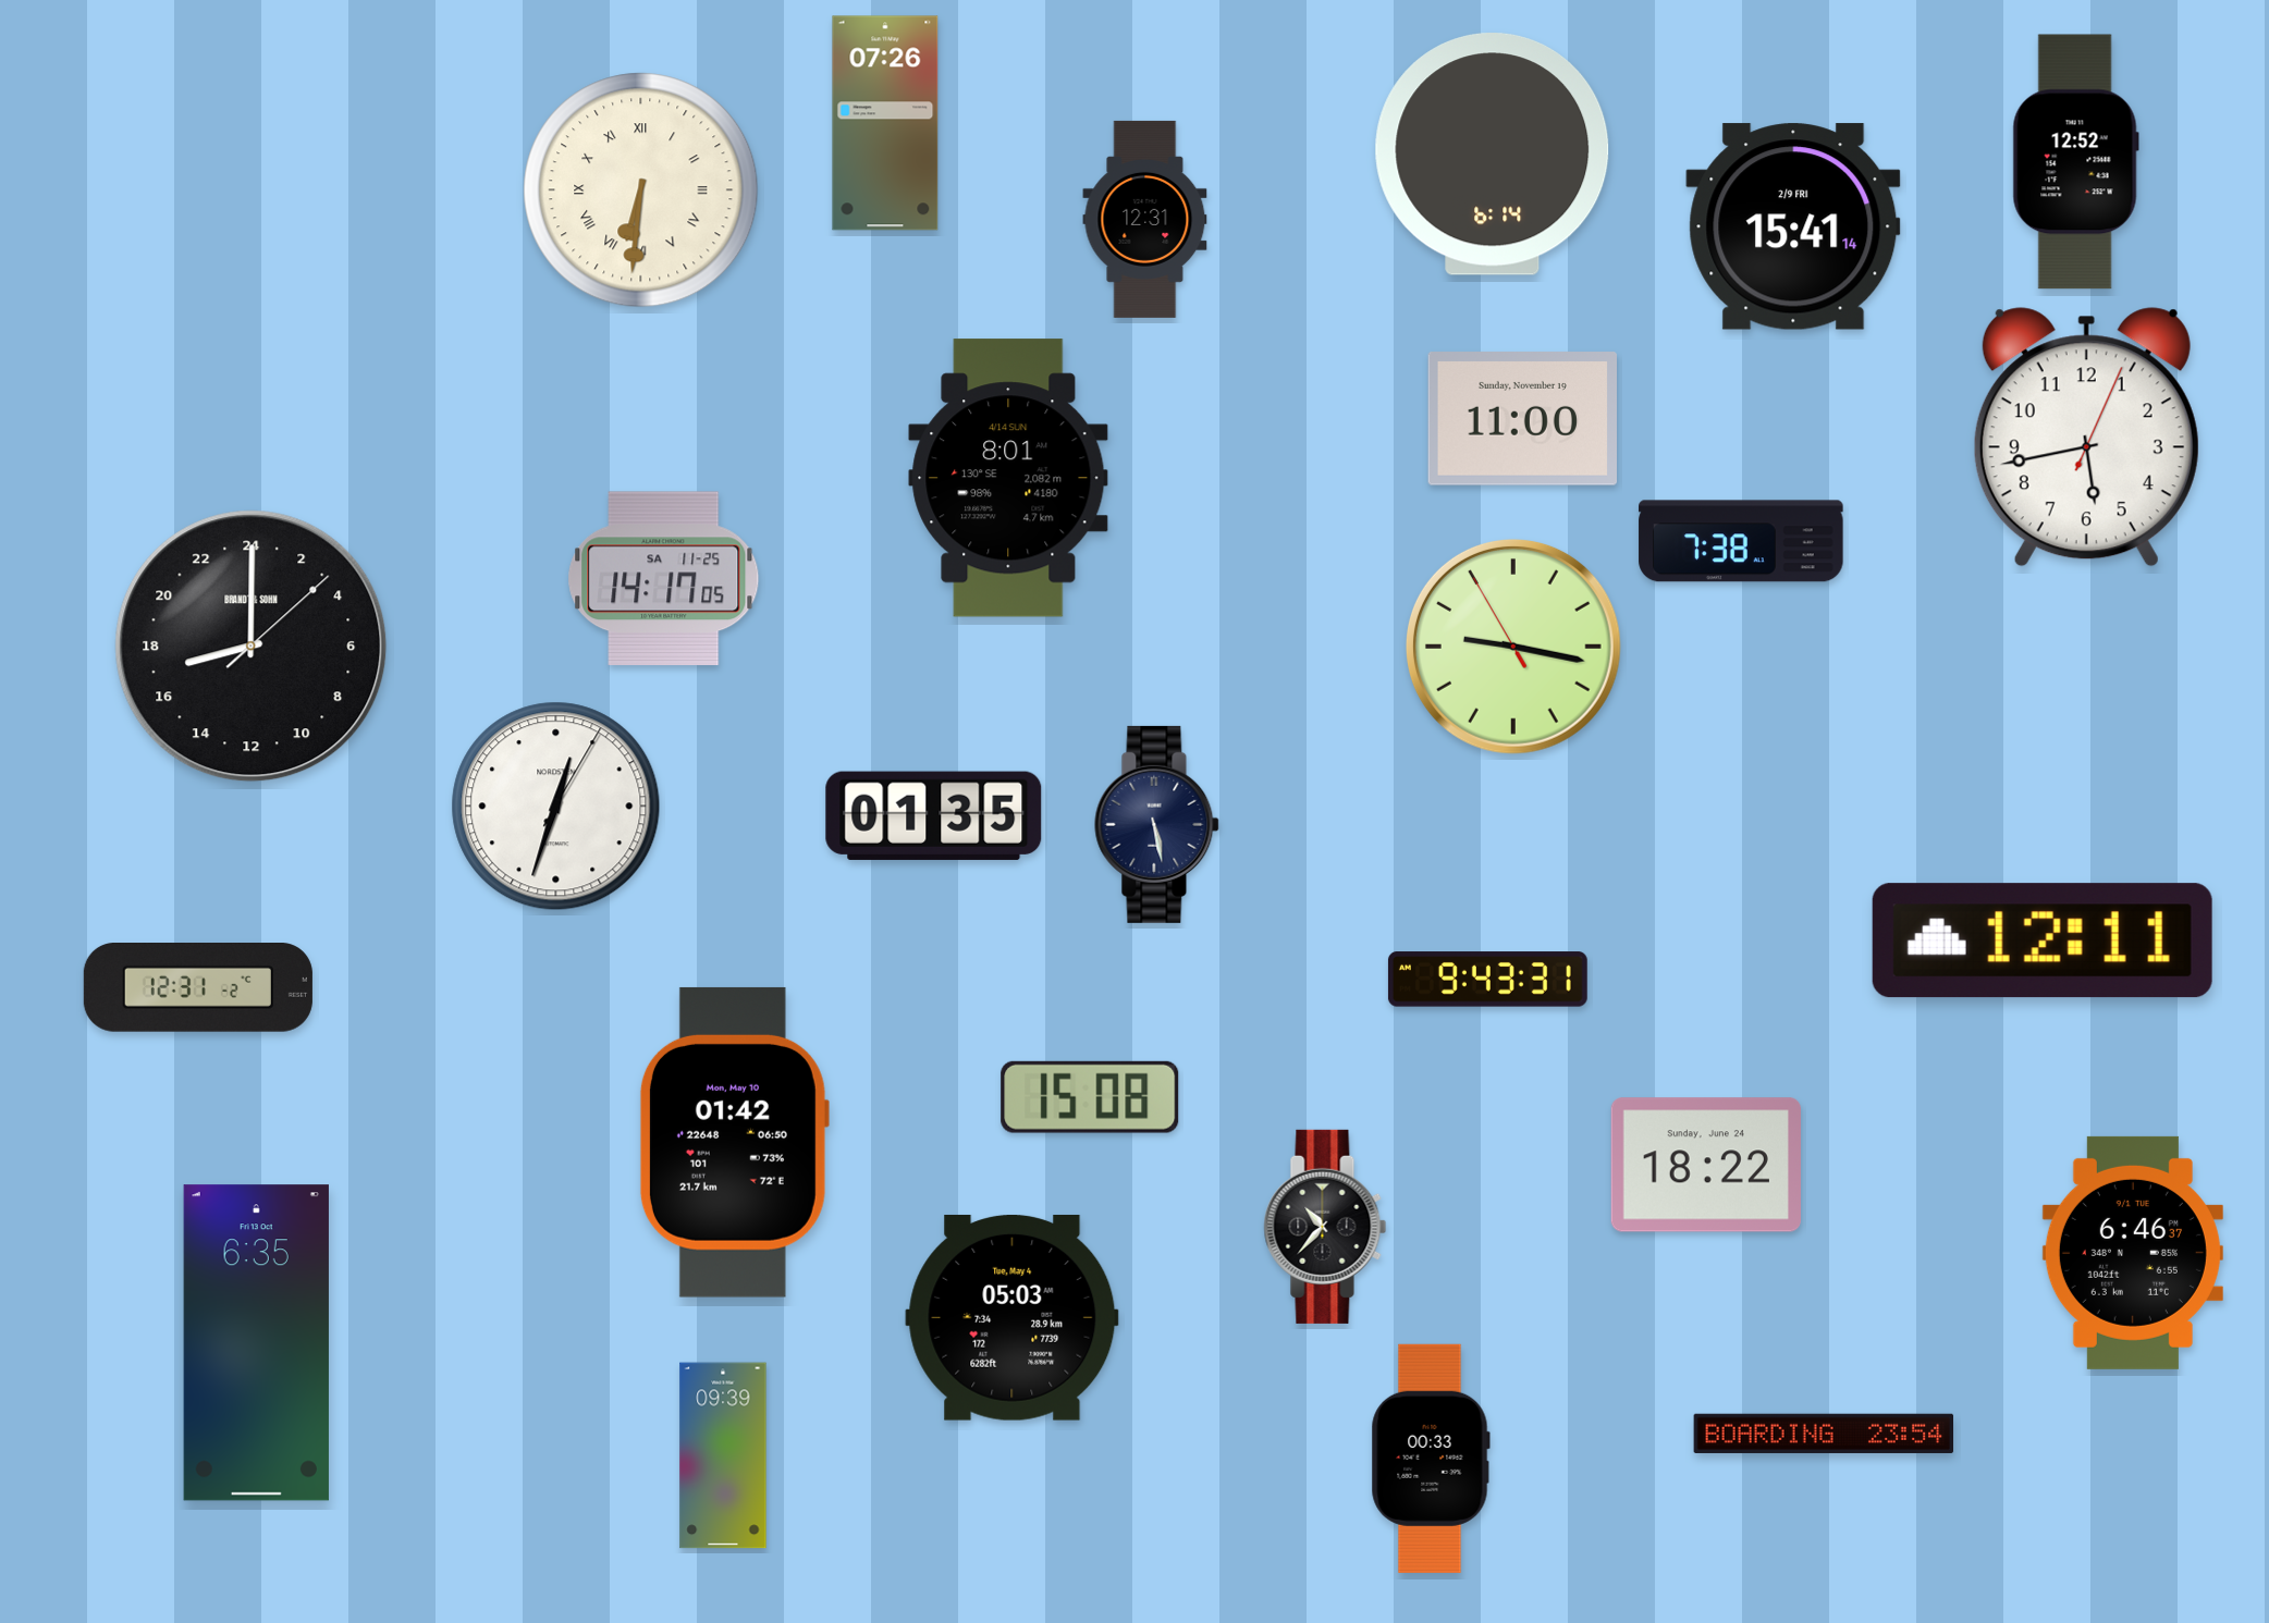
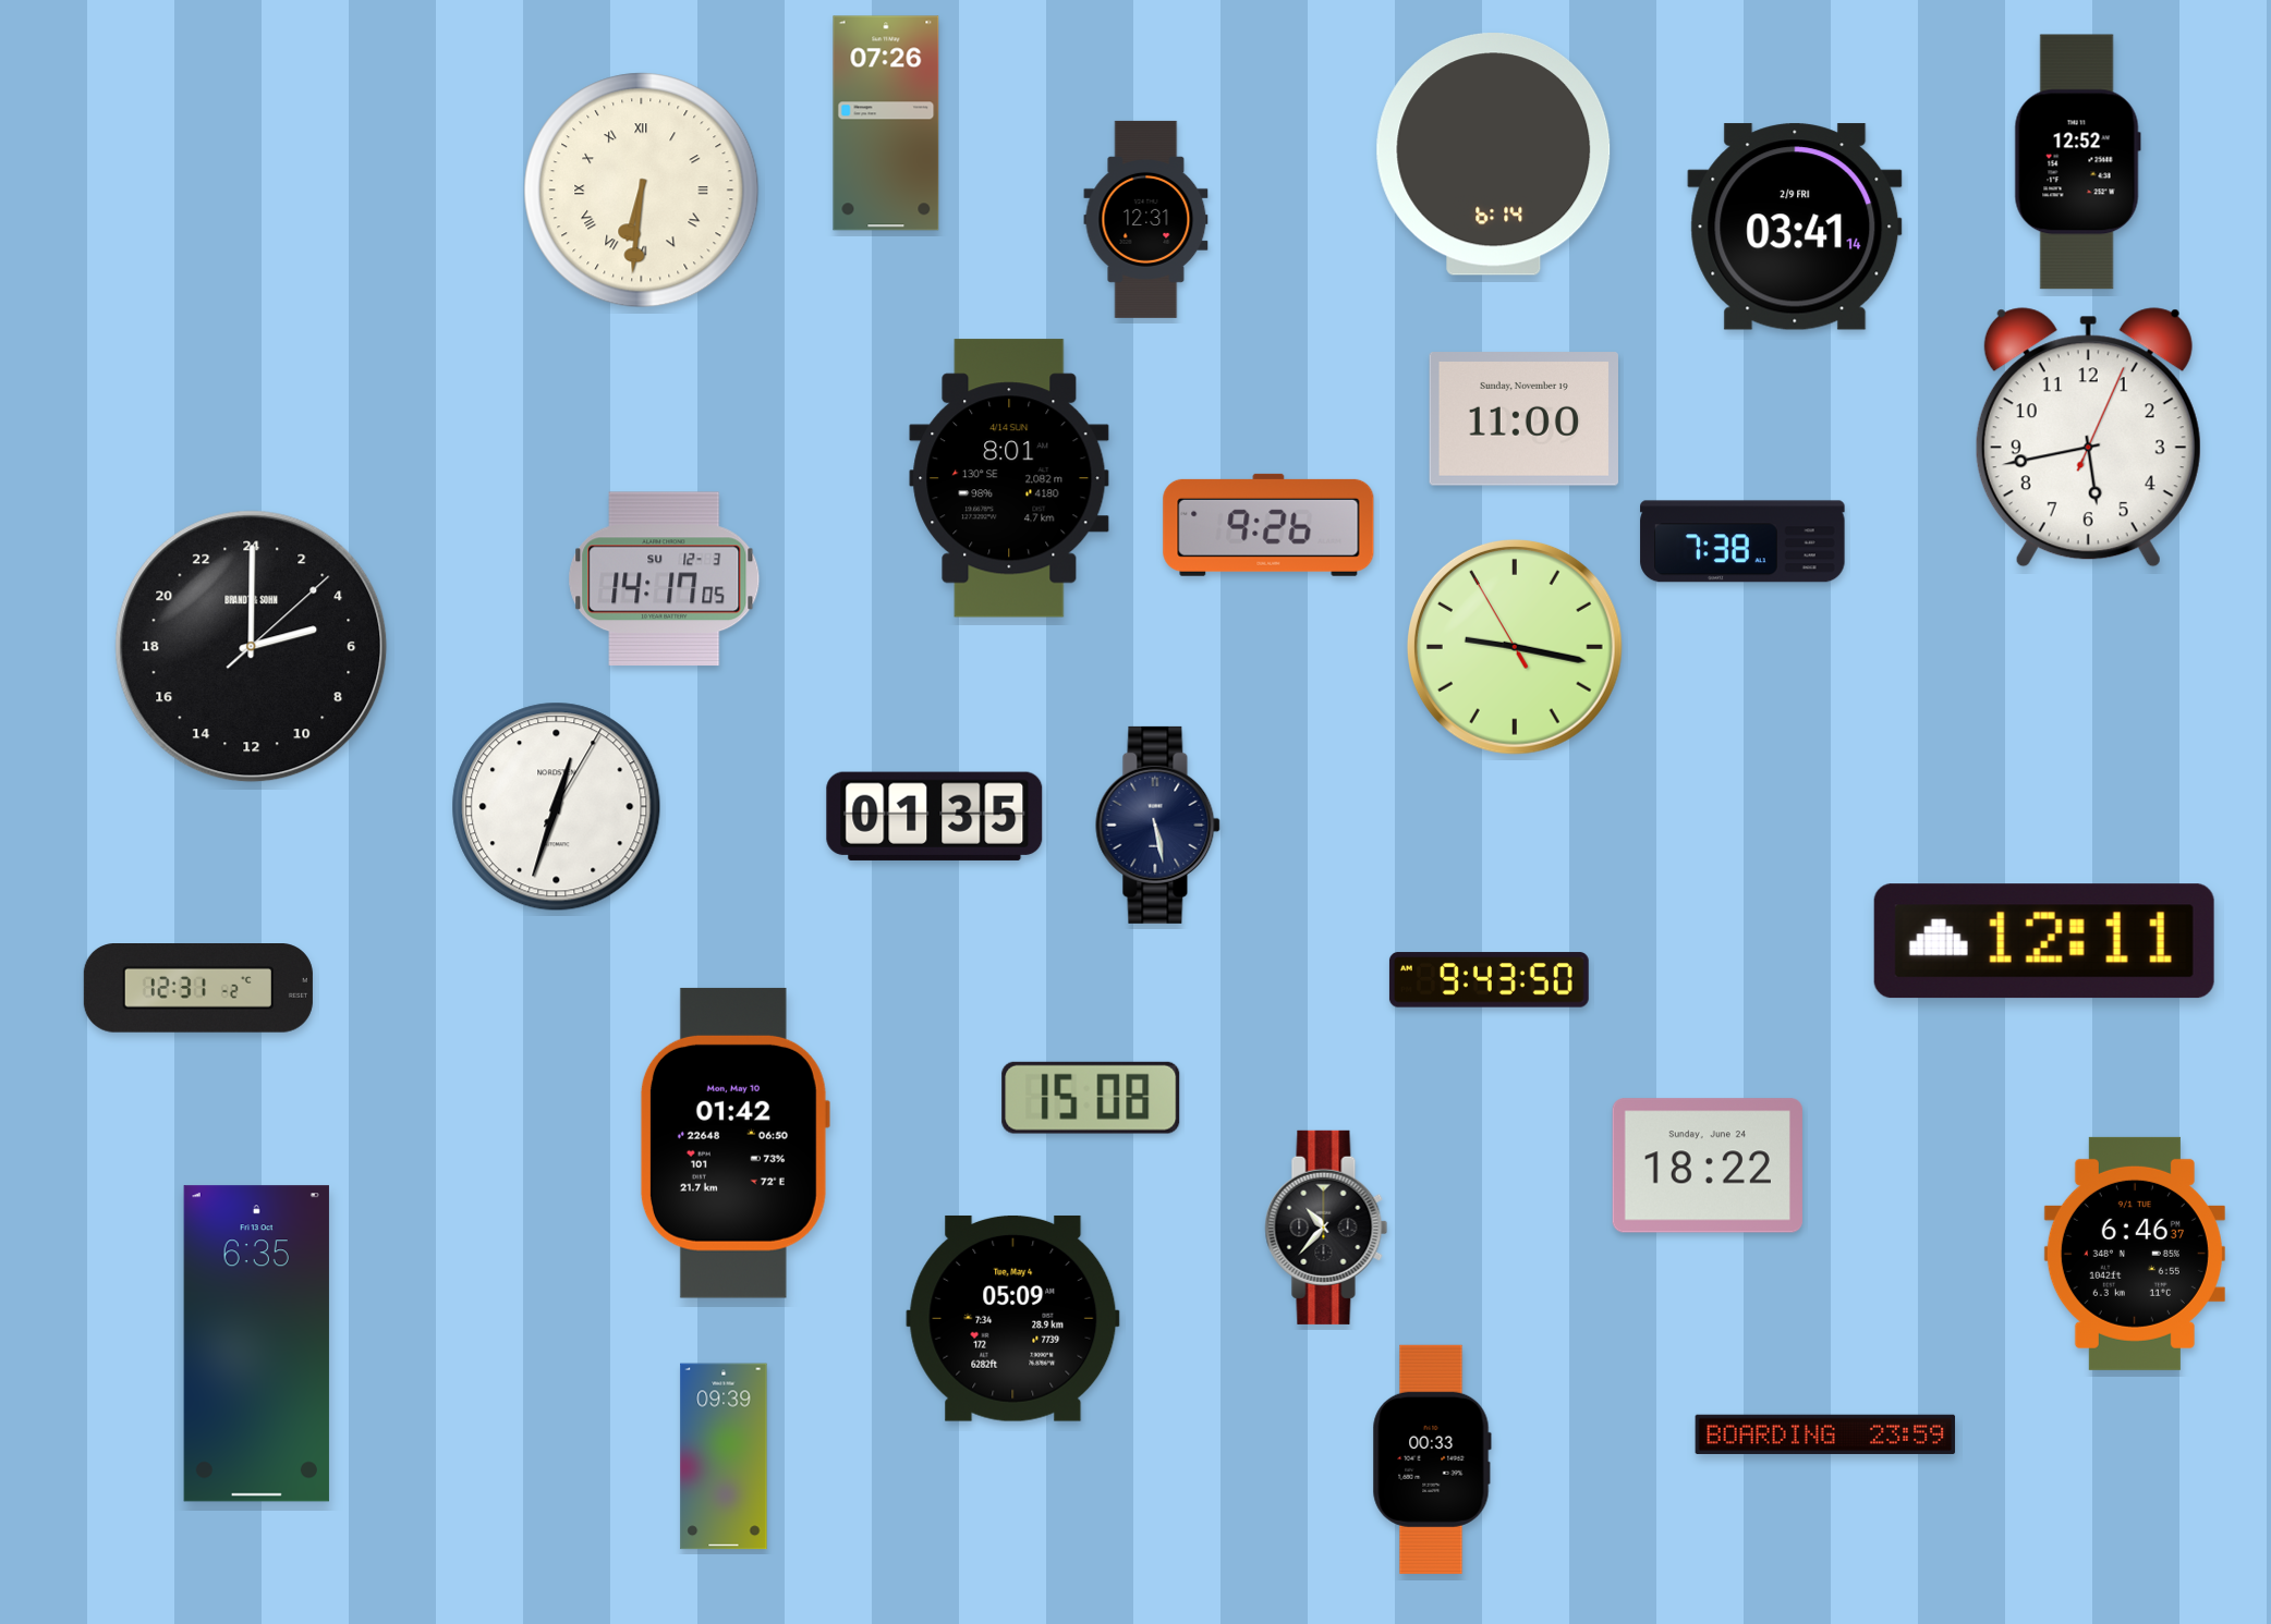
clock at (1793, 226): 15:41 -> 03:41
clock at (1268, 525): none -> 9:26
clock at (664, 579) date: SA 11-25 -> SU 12-3
clock at (252, 647): 17:00 -> 5:00
clock at (1487, 980): 9:43:31 -> 9:43:50
clock at (1013, 1317): 05:03 -> 05:09
clock at (1824, 1434): 23:54 -> 23:59
